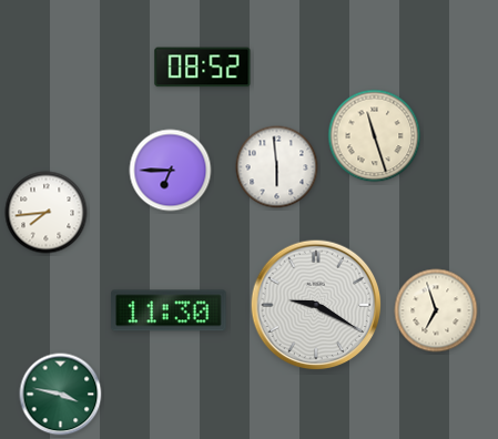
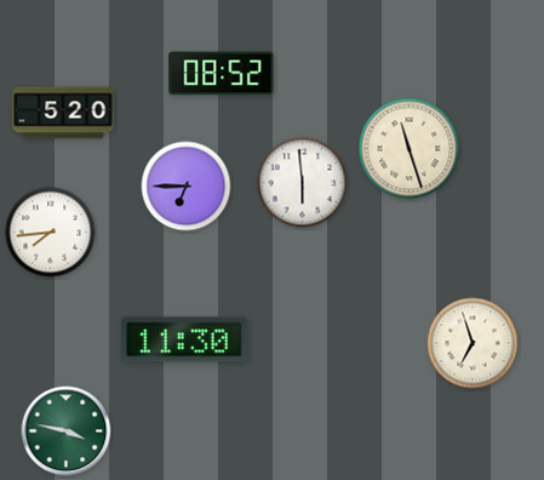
clock at (63, 113): none -> 5:20
clock at (316, 305): 9:20 -> none
clock at (436, 310) position: (436, 310) -> (473, 343)
